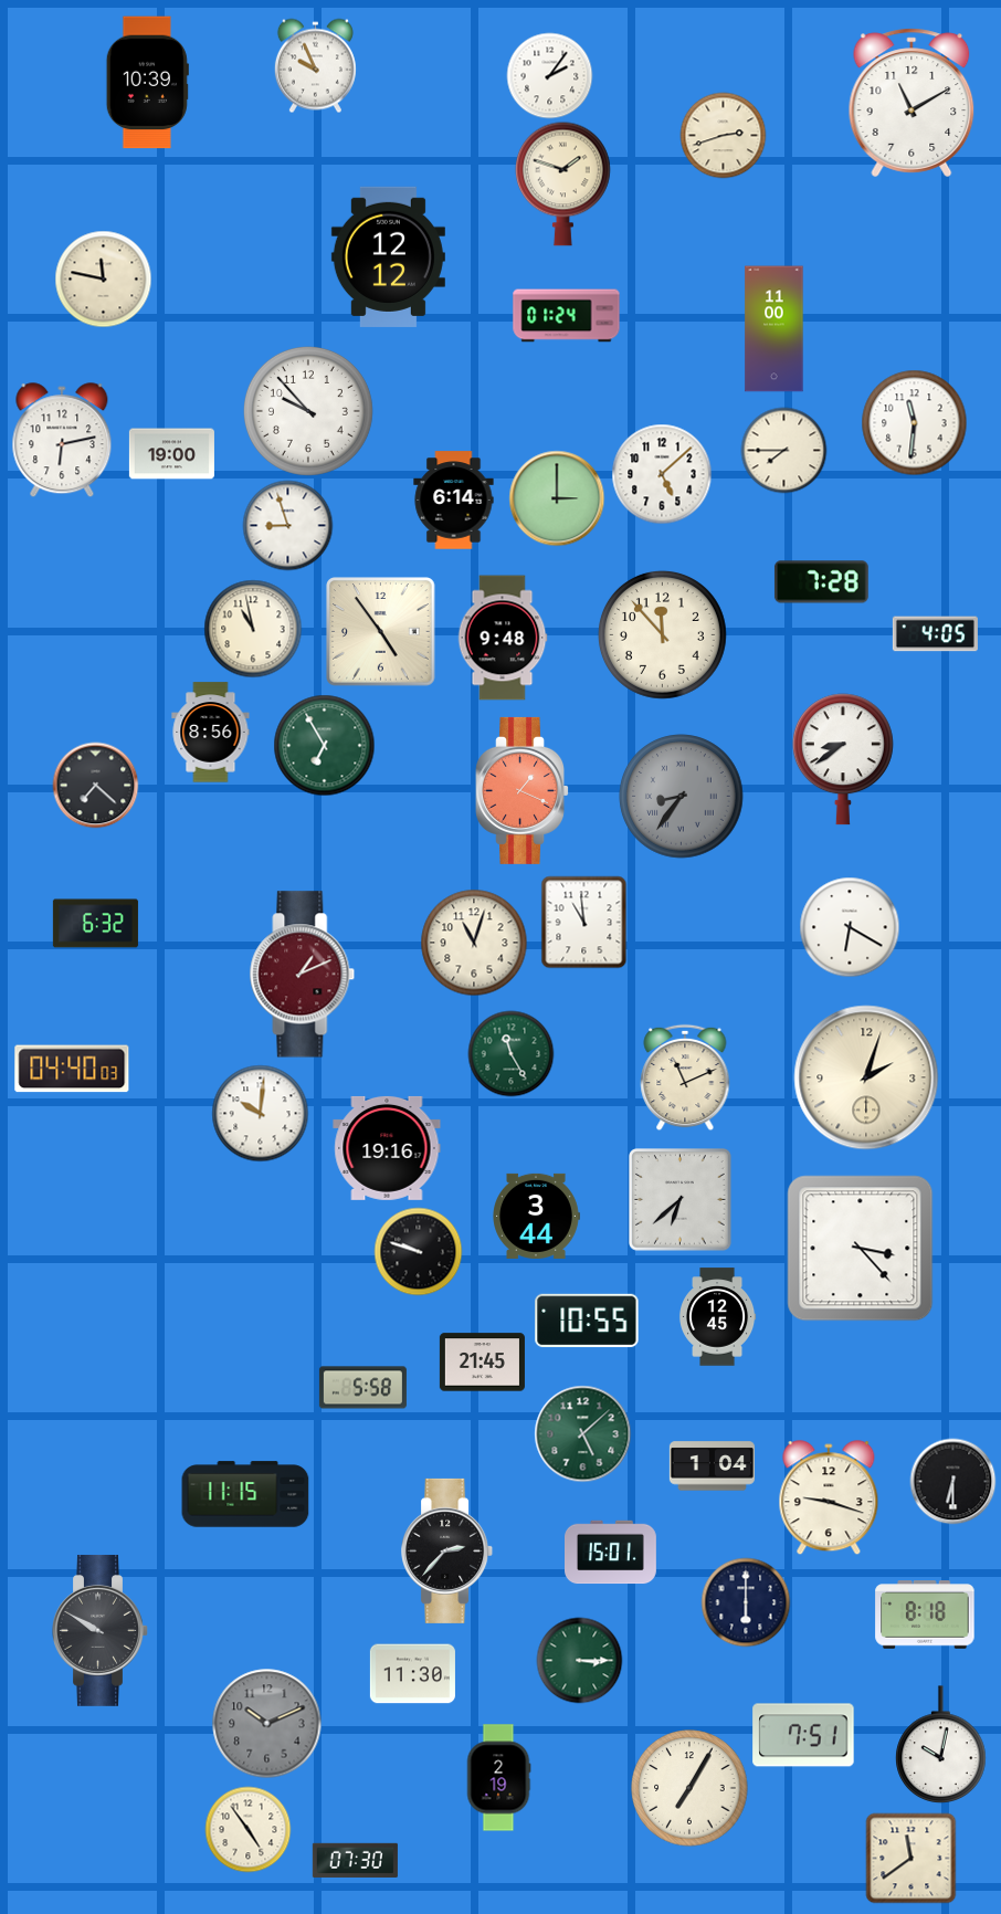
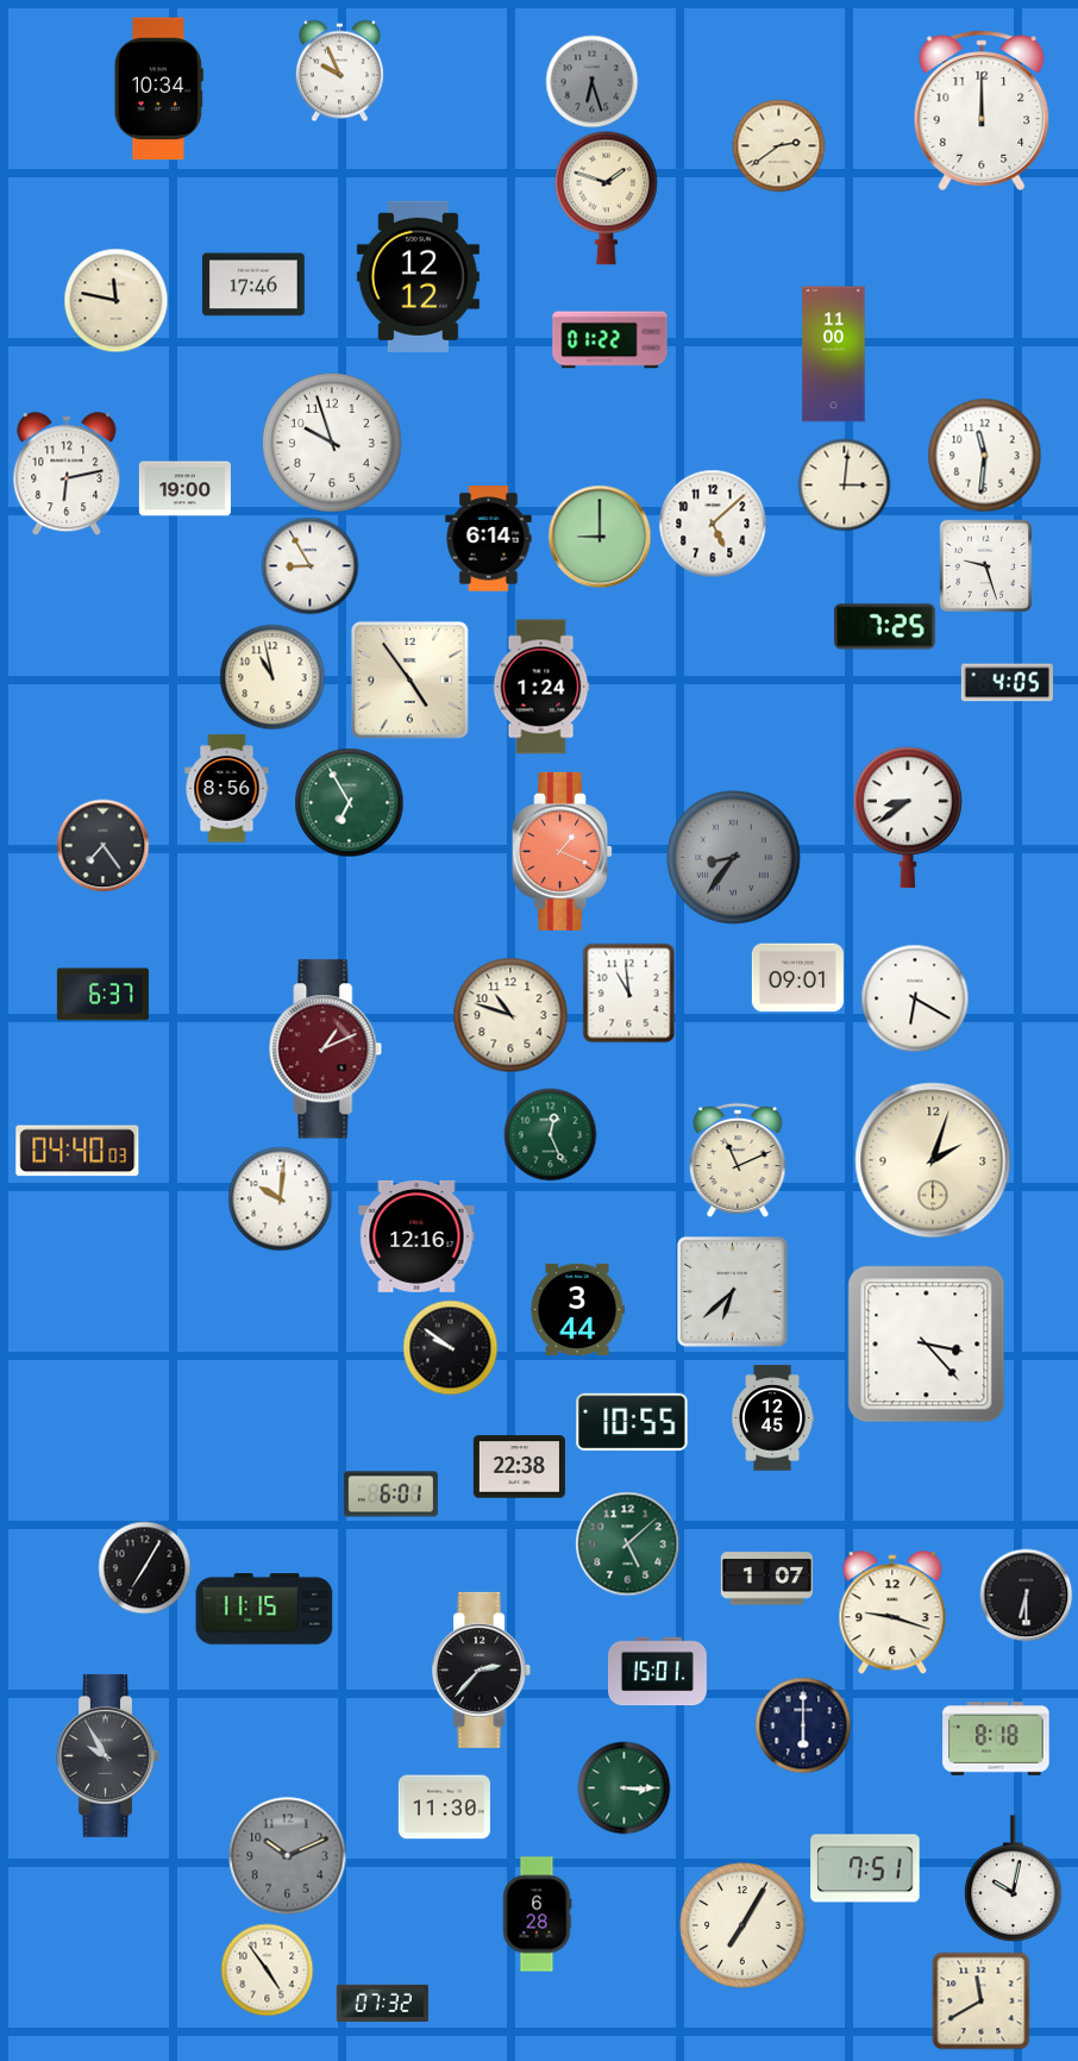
clock at (549, 75): 2:06 -> 6:27
clock at (549, 75) dial: white -> grey
clock at (147, 83): 10:39 -> 10:34
clock at (912, 103): 11:10 -> 12:00
clock at (723, 135): 2:42 -> 2:39
clock at (253, 284): none -> 17:46
clock at (103, 278) position: (103, 278) -> (115, 300)
clock at (567, 316): 01:24 -> 01:22
clock at (308, 411): 9:53 -> 9:57
clock at (783, 450): 7:45 -> 3:01
clock at (662, 474) position: (662, 474) -> (713, 524)
clock at (557, 498): 3:00 -> 9:00
clock at (287, 525): 8:57 -> 8:55
clock at (985, 565): none -> 9:27
clock at (822, 582): 7:28 -> 7:25
clock at (662, 634): 11:53 -> none
clock at (503, 638): 9:48 -> 1:24
clock at (95, 785): 7:22 -> 7:24
clock at (797, 978): none -> 09:01
clock at (95, 924): 6:32 -> 6:37
clock at (474, 943): 11:03 -> 10:48
clock at (510, 1053): 11:25 -> 12:26
clock at (387, 1148): 19:16 -> 12:16
clock at (418, 1251): 9:48 -> 9:51
clock at (482, 1363): 21:45 -> 22:38
clock at (362, 1388): 5:58 -> 6:01
clock at (144, 1567): none -> 7:05
clock at (712, 1466): 1:04 -> 1:07
clock at (101, 1630): 9:50 -> 9:55
clock at (412, 1674) position: (412, 1674) -> (444, 1808)
clock at (498, 1778): 2:19 -> 6:28
clock at (910, 1858): 11:39 -> 11:40
clock at (355, 1860): 07:30 -> 07:32
